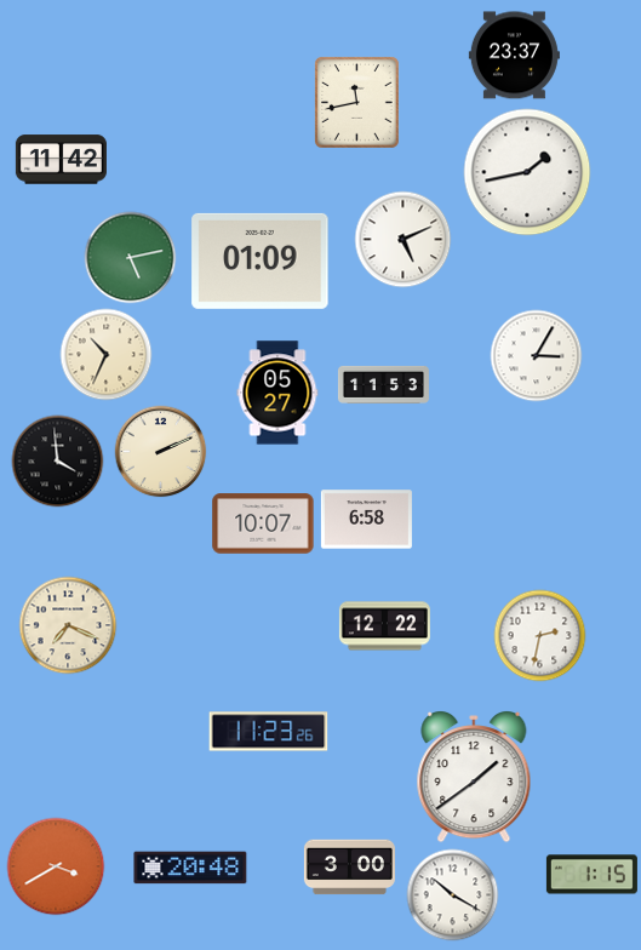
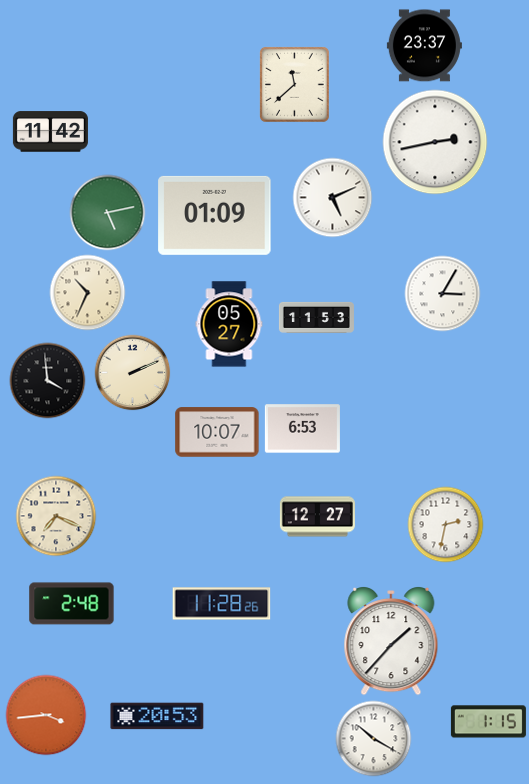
clock at (357, 103): 11:43 -> 11:38
clock at (527, 172): 1:43 -> 2:43
clock at (366, 520): 6:58 -> 6:53
clock at (384, 626): 12:22 -> 12:27
clock at (72, 604): none -> 2:48
clock at (269, 732): 11:23 -> 11:28
clock at (474, 778): 1:39 -> 1:37
clock at (56, 866): 3:40 -> 3:44
clock at (190, 868): 20:48 -> 20:53
clock at (349, 868): 3:00 -> none
